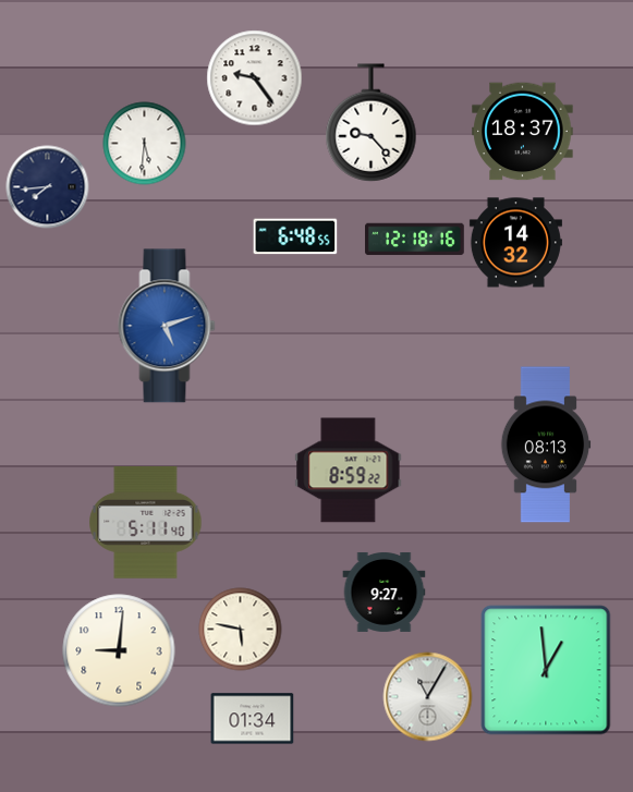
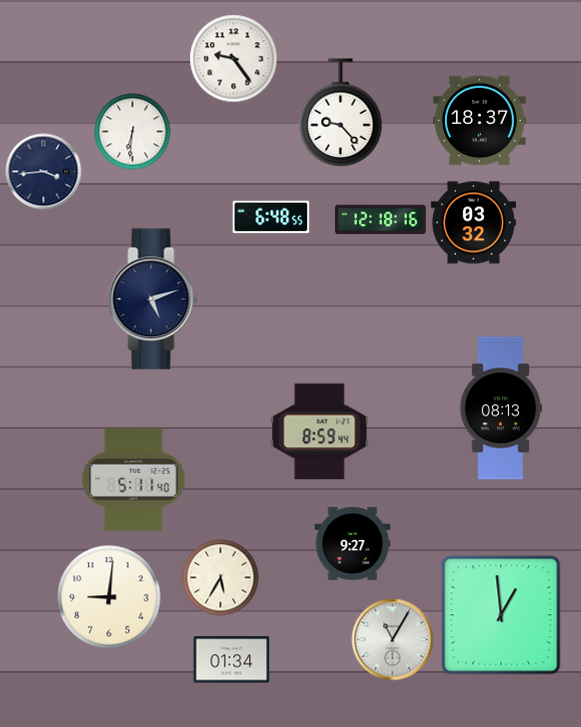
clock at (255, 78) position: (255, 78) -> (234, 59)
clock at (145, 144): 5:31 -> 6:31
clock at (48, 187): 7:44 -> 3:44
clock at (515, 243): 14:32 -> 03:32
clock at (167, 326) dial: blue -> navy
clock at (349, 471): 8:59:22 -> 8:59:44
clock at (241, 630): 5:47 -> 5:35
